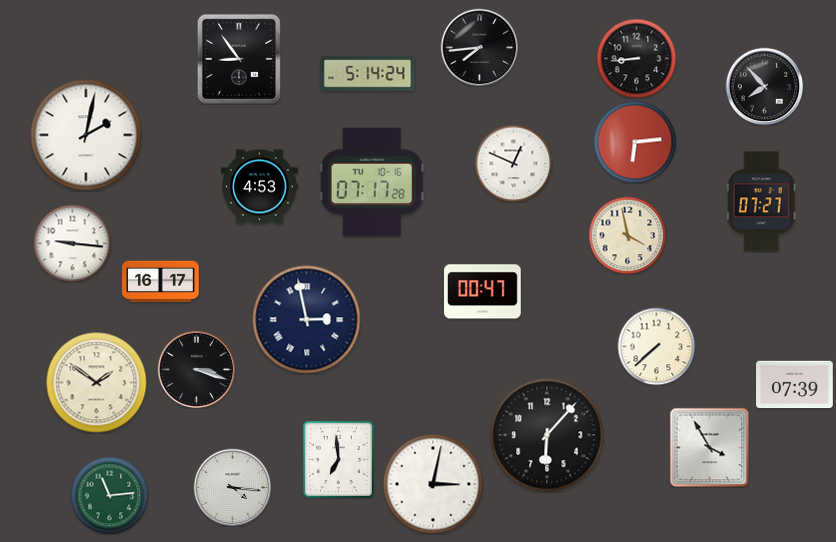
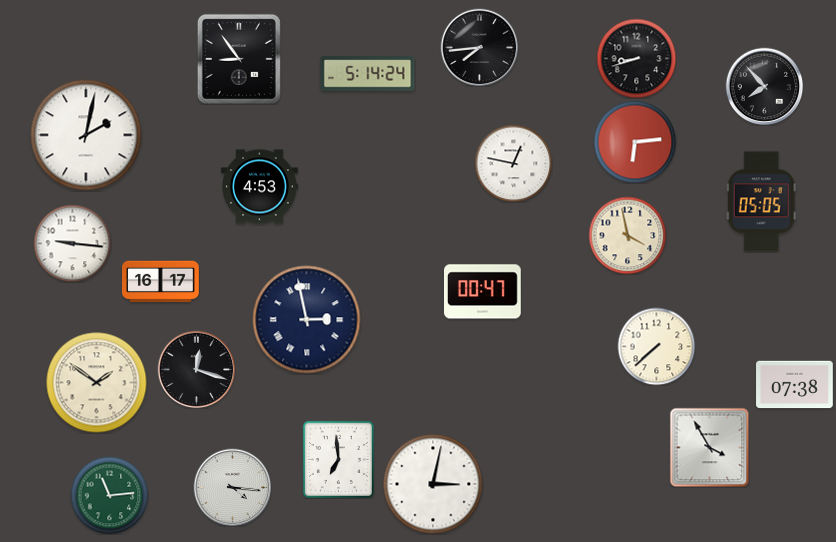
clock at (636, 58): 8:44 -> 8:42
clock at (513, 163): 12:49 -> 12:47
clock at (372, 182): 07:17 -> none
clock at (761, 202): 07:27 -> 05:05
clock at (196, 369): 3:18 -> 12:18
clock at (795, 385): 07:39 -> 07:38
clock at (547, 435): 6:07 -> none
